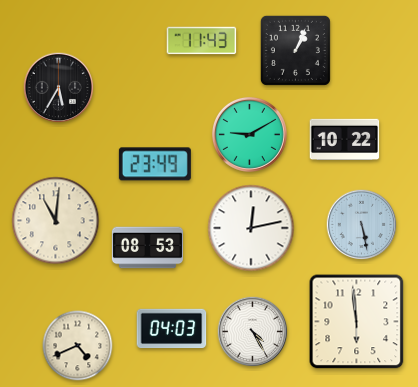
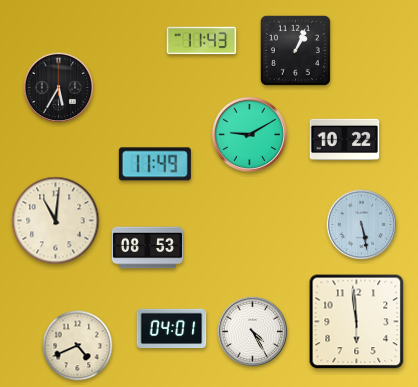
clock at (155, 164): 23:49 -> 11:49
clock at (251, 228): 12:13 -> none
clock at (172, 329): 04:03 -> 04:01
